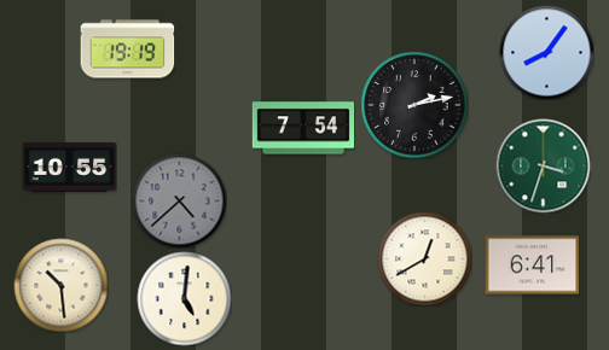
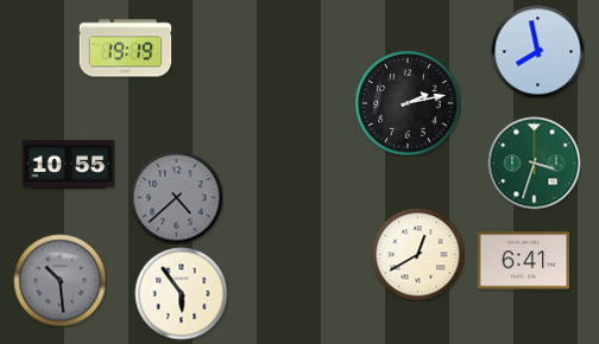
clock at (546, 52): 8:06 -> 7:58
clock at (303, 128): 7:54 -> none
clock at (60, 285) dial: cream -> grey
clock at (184, 298): 5:01 -> 5:54
